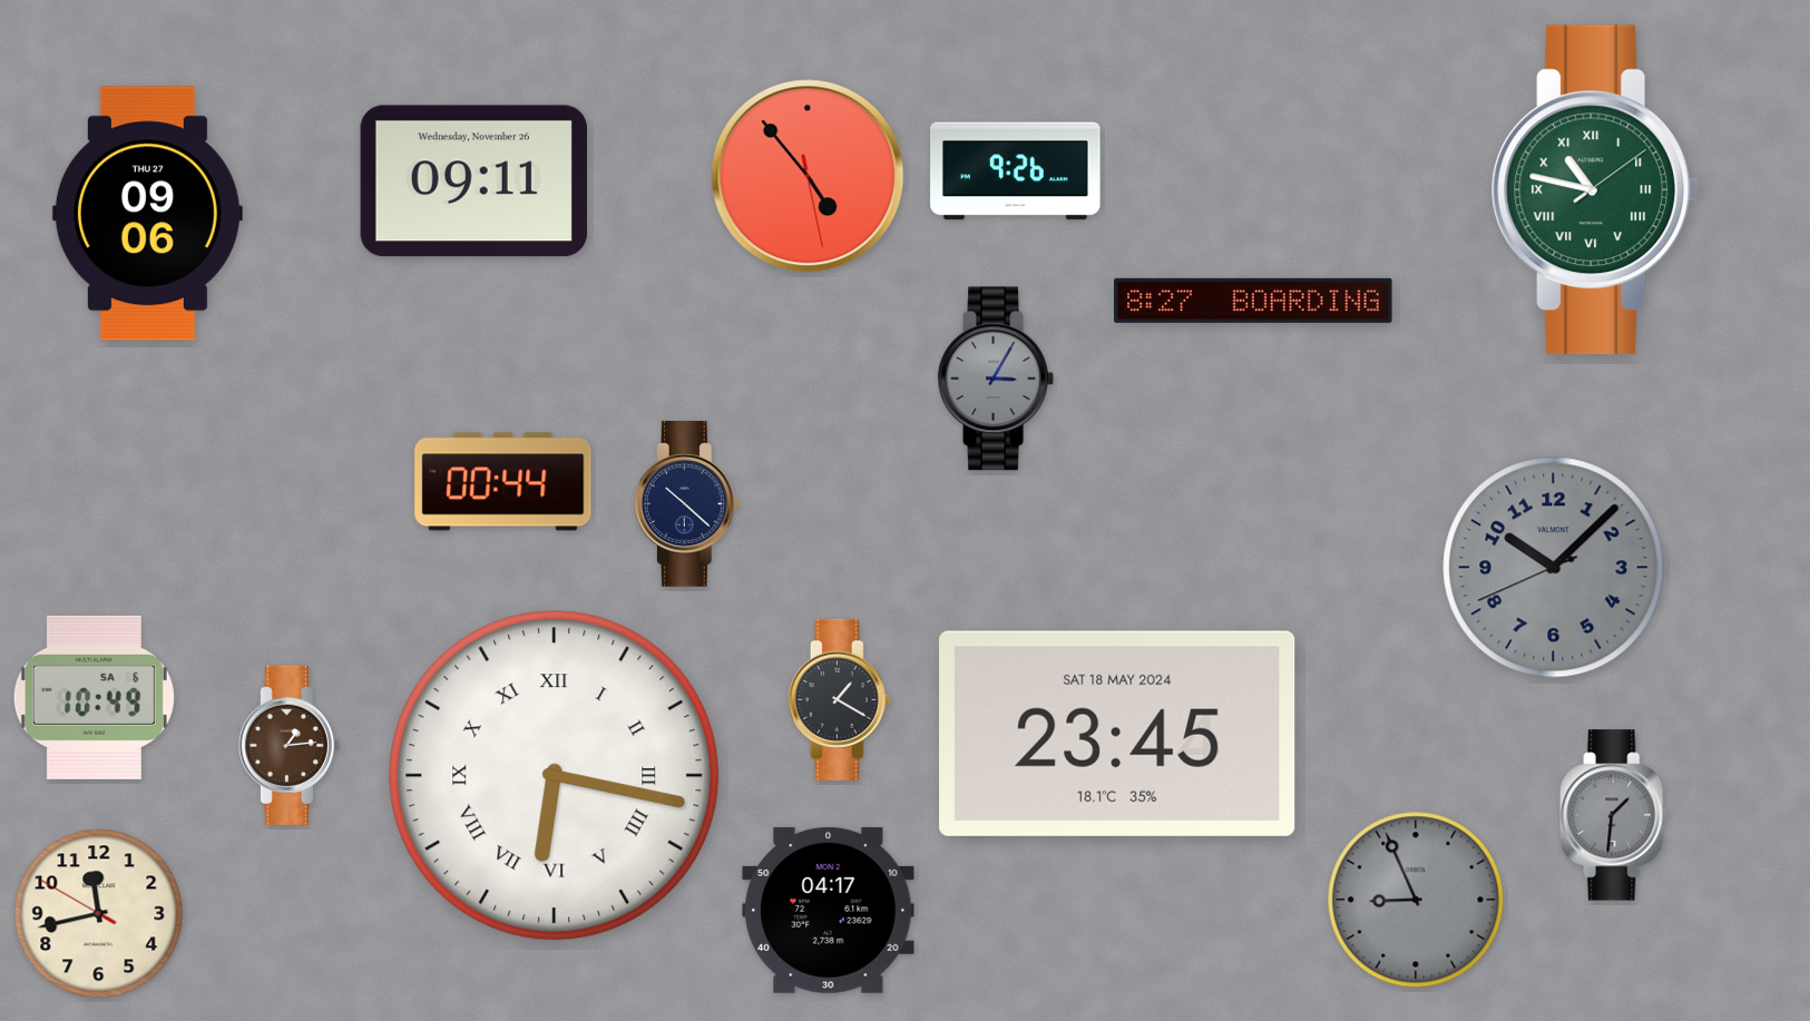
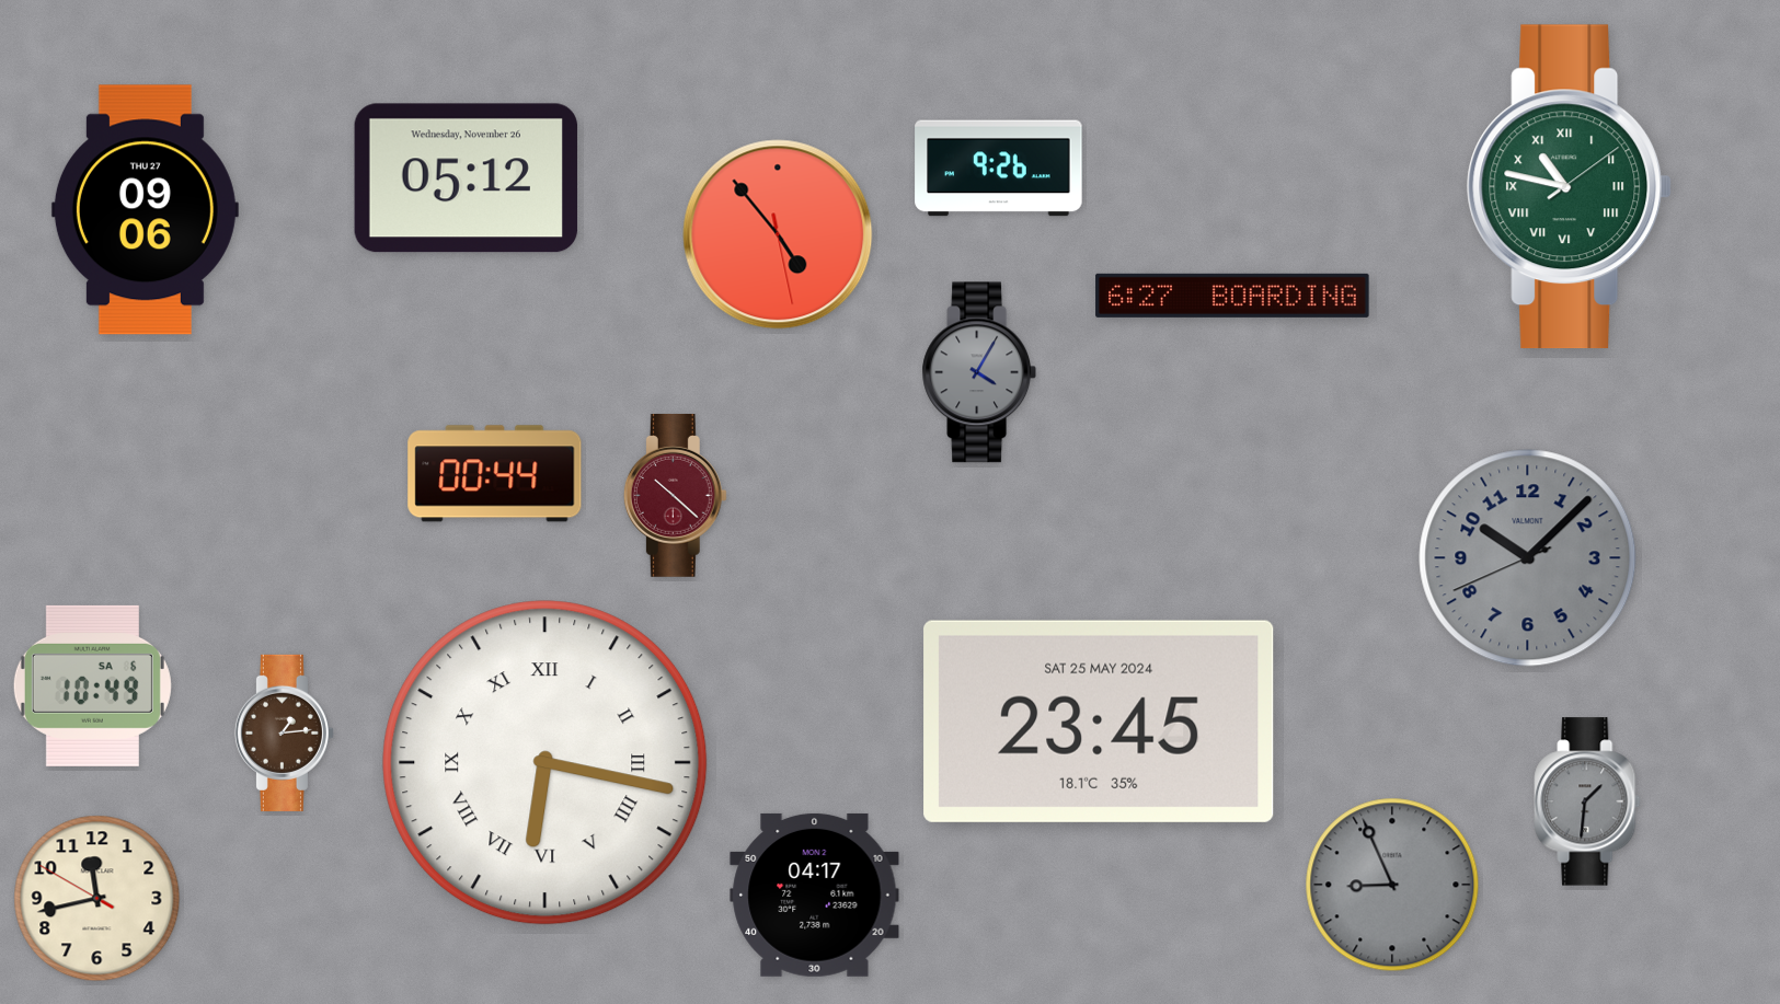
clock at (808, 176) position: (808, 176) -> (778, 234)
clock at (473, 181): 09:11 -> 05:12
clock at (1253, 301): 8:27 -> 6:27
clock at (995, 379): 3:05 -> 4:05
clock at (686, 503) dial: navy -> burgundy
clock at (839, 699): 1:20 -> none
clock at (1117, 734) date: SAT 18 MAY 2024 -> SAT 25 MAY 2024
